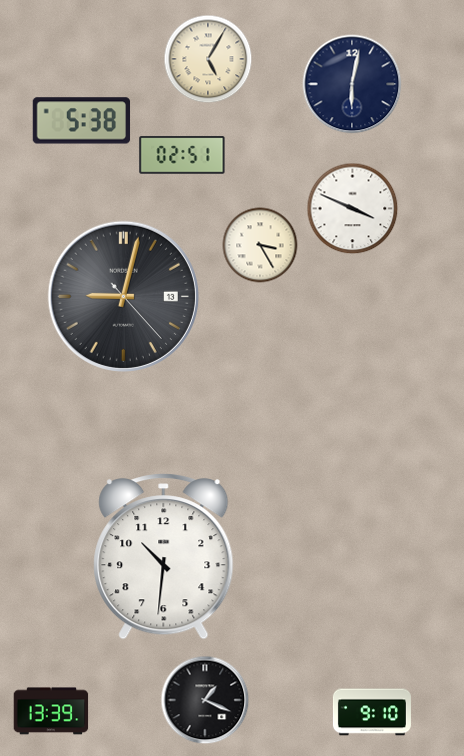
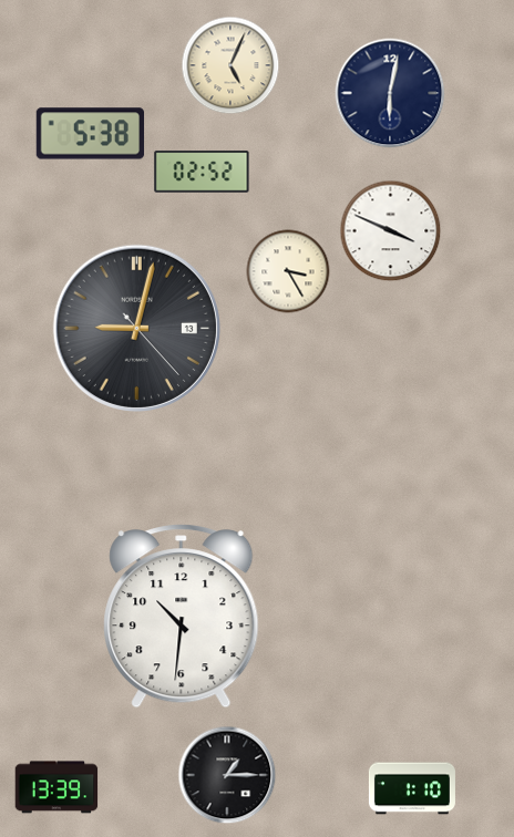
clock at (208, 59): 5:05 -> 5:04
clock at (182, 155): 02:51 -> 02:52
clock at (205, 700): 1:19 -> 1:15
clock at (372, 712): 9:10 -> 1:10
